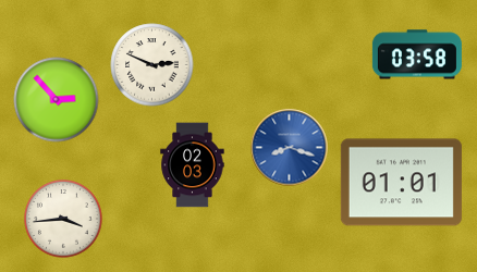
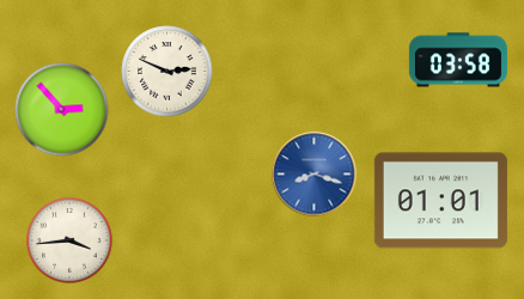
clock at (290, 148) position: (290, 148) -> (315, 175)
clock at (193, 165): 02:03 -> none
